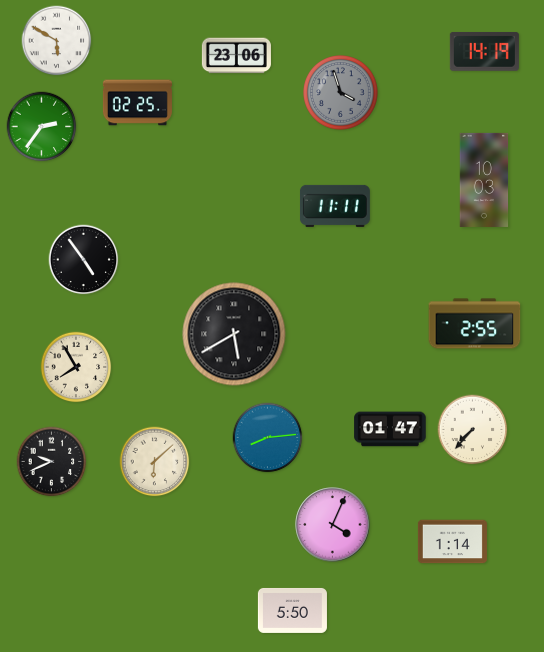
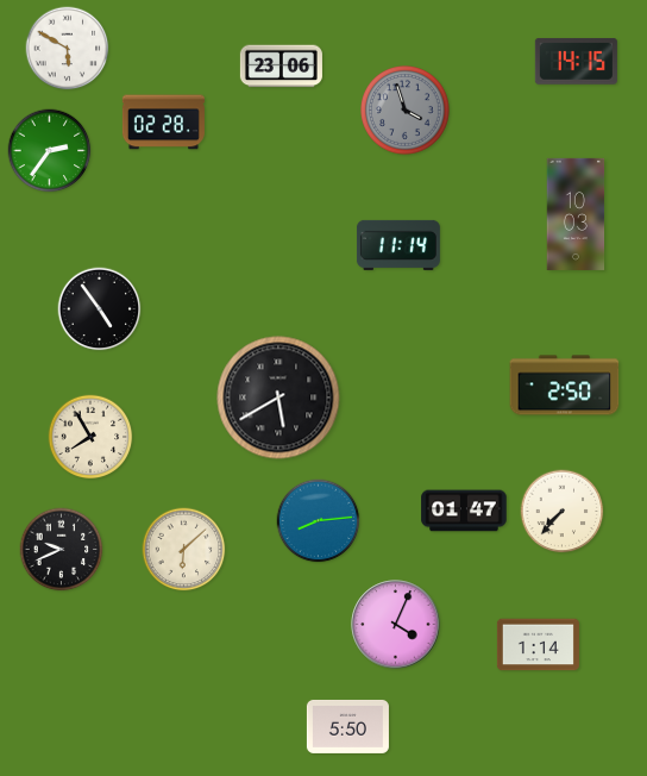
clock at (484, 51): 14:19 -> 14:15
clock at (137, 103): 02:25 -> 02:28
clock at (335, 206): 11:11 -> 11:14
clock at (475, 324): 2:55 -> 2:50
